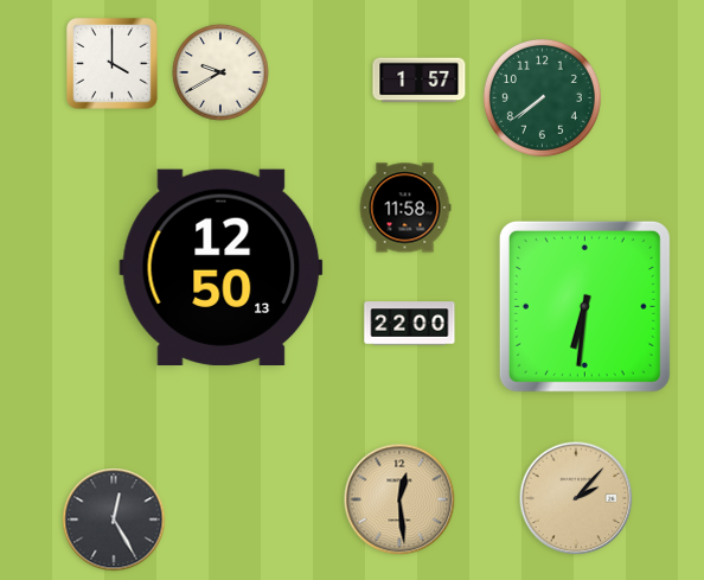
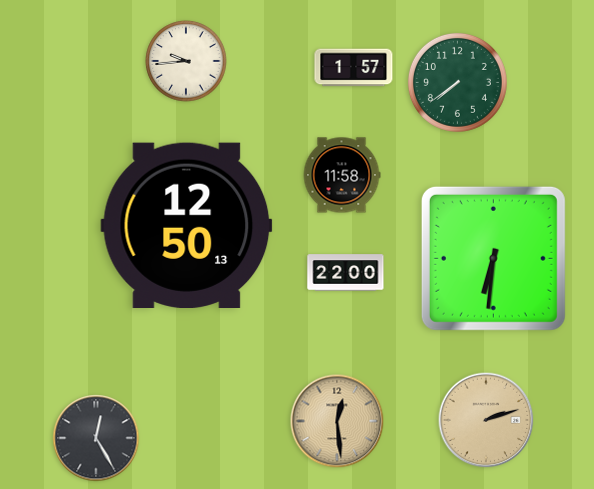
clock at (113, 64): 4:00 -> none
clock at (220, 72): 9:40 -> 9:44
clock at (576, 498): 2:07 -> 2:12
